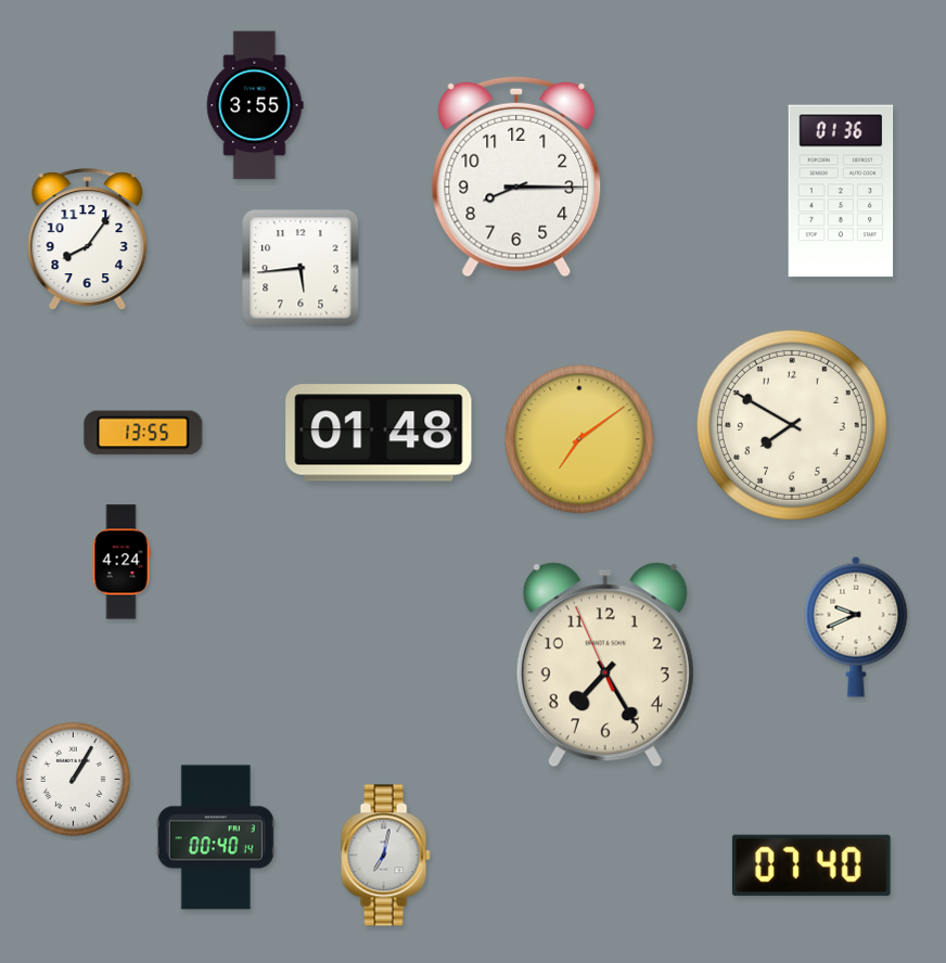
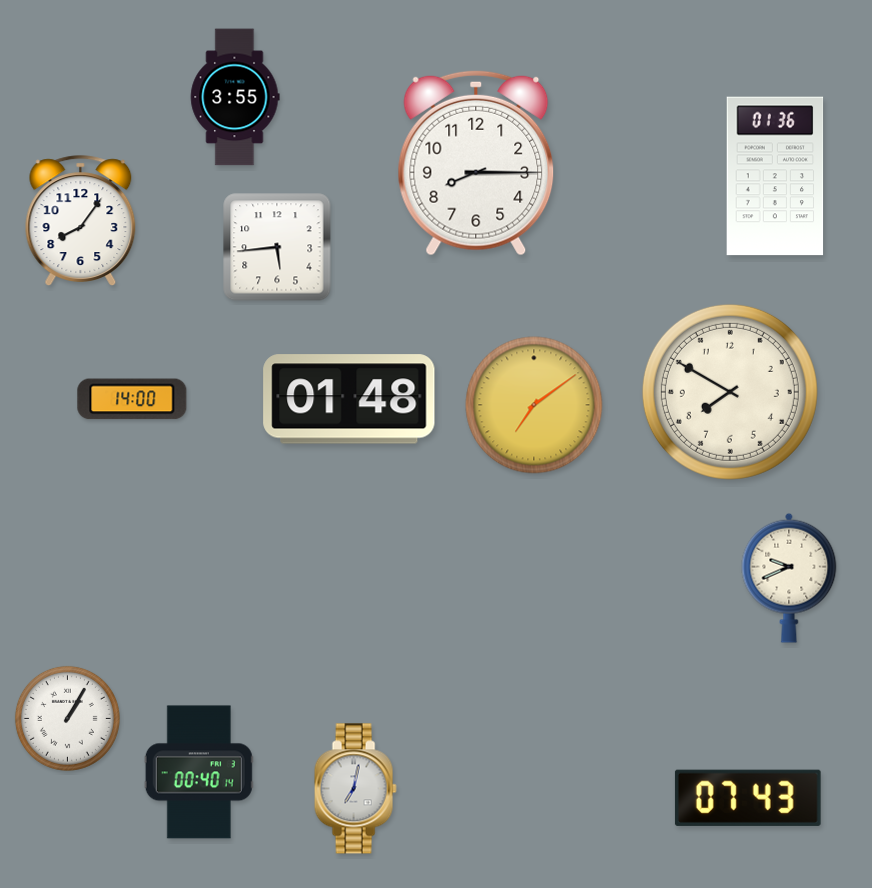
clock at (143, 433): 13:55 -> 14:00
clock at (122, 562): 4:24 -> none
clock at (605, 665): 7:24 -> none
clock at (811, 865): 07:40 -> 07:43
